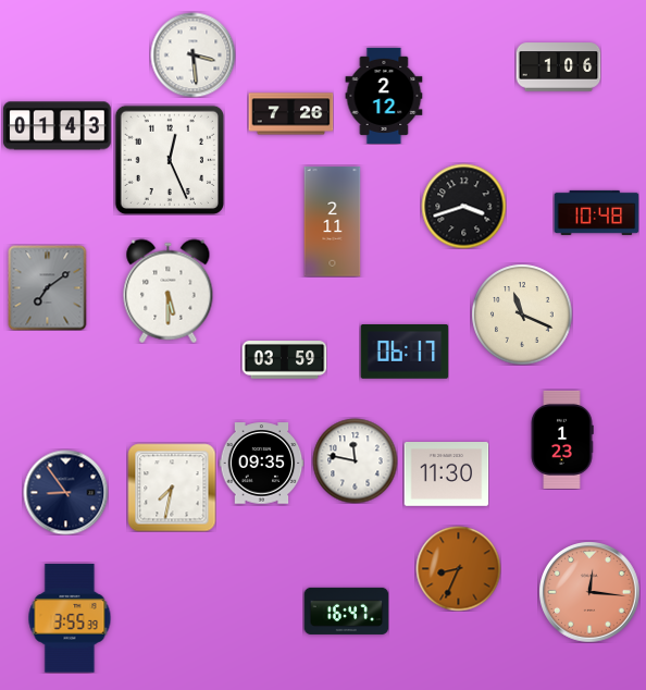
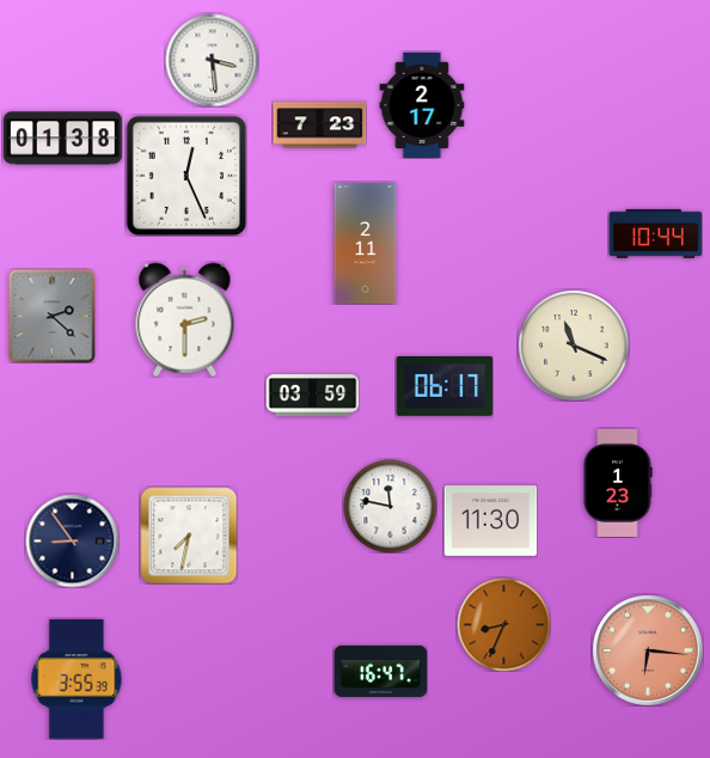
clock at (558, 67): 1:06 -> none
clock at (384, 96): 2:12 -> 2:17
clock at (290, 114): 7:26 -> 7:23
clock at (58, 126): 01:43 -> 01:38
clock at (463, 206): 3:42 -> none
clock at (596, 212): 10:48 -> 10:44
clock at (48, 287): 7:09 -> 2:22
clock at (169, 291): 5:30 -> 2:30
clock at (261, 464): 09:35 -> none
clock at (589, 592): 12:16 -> 6:16
